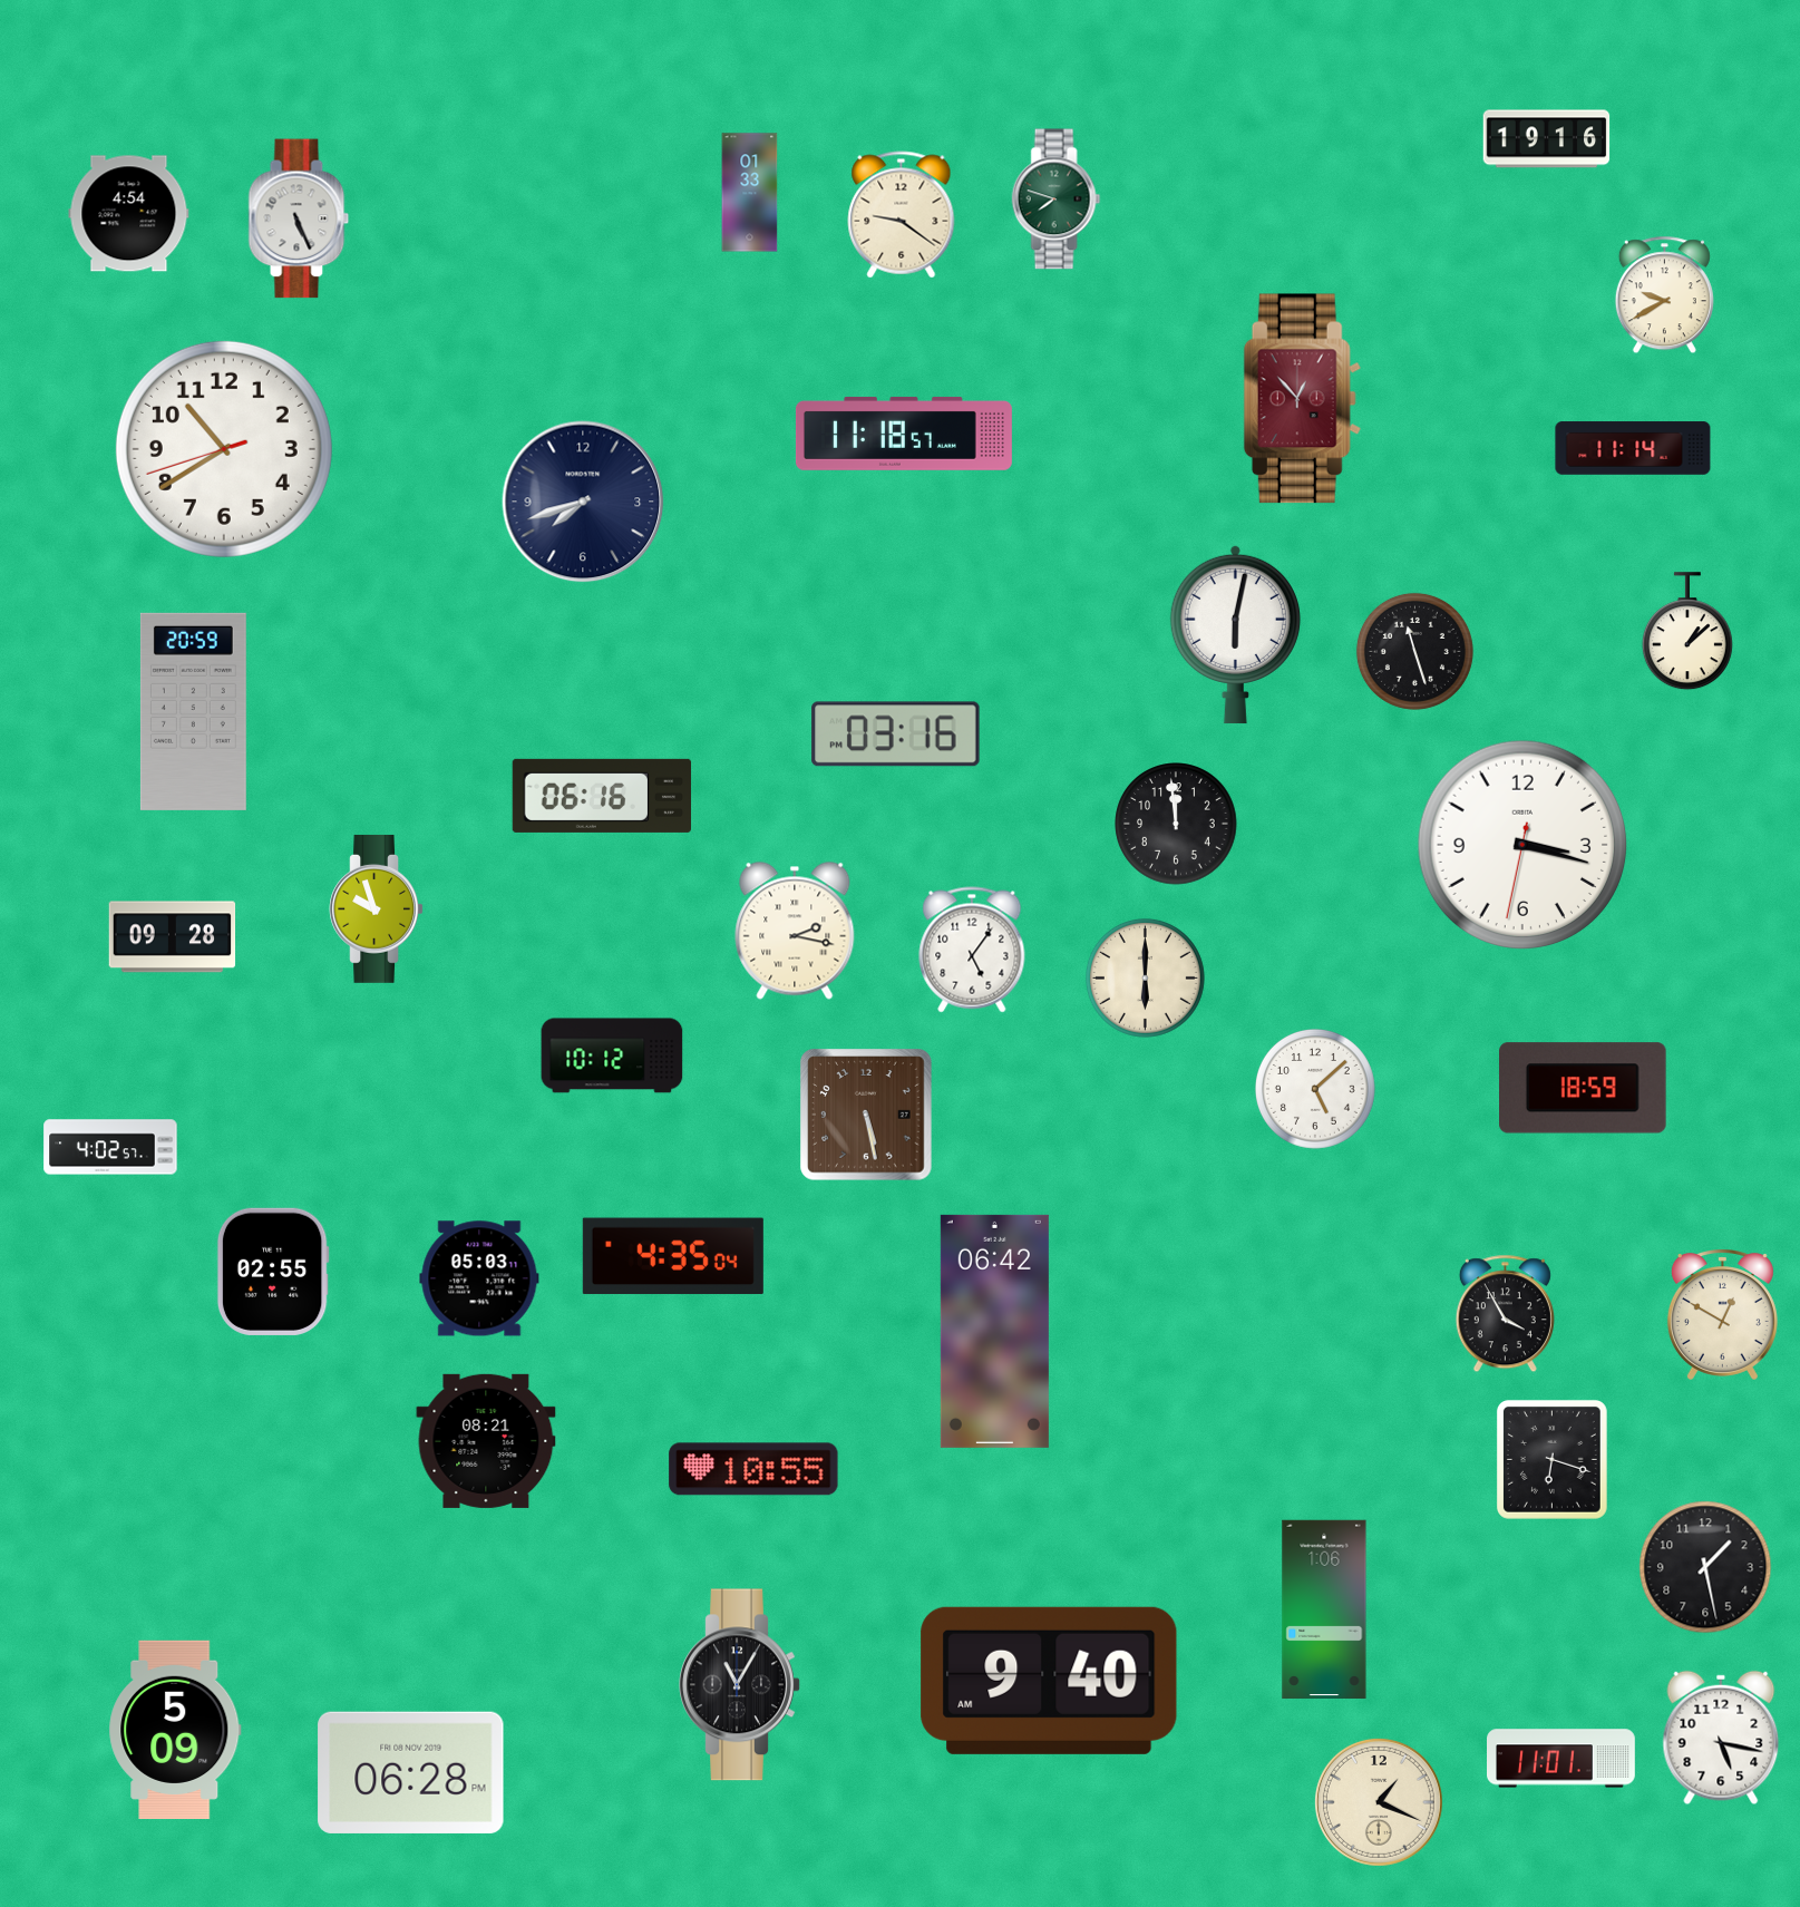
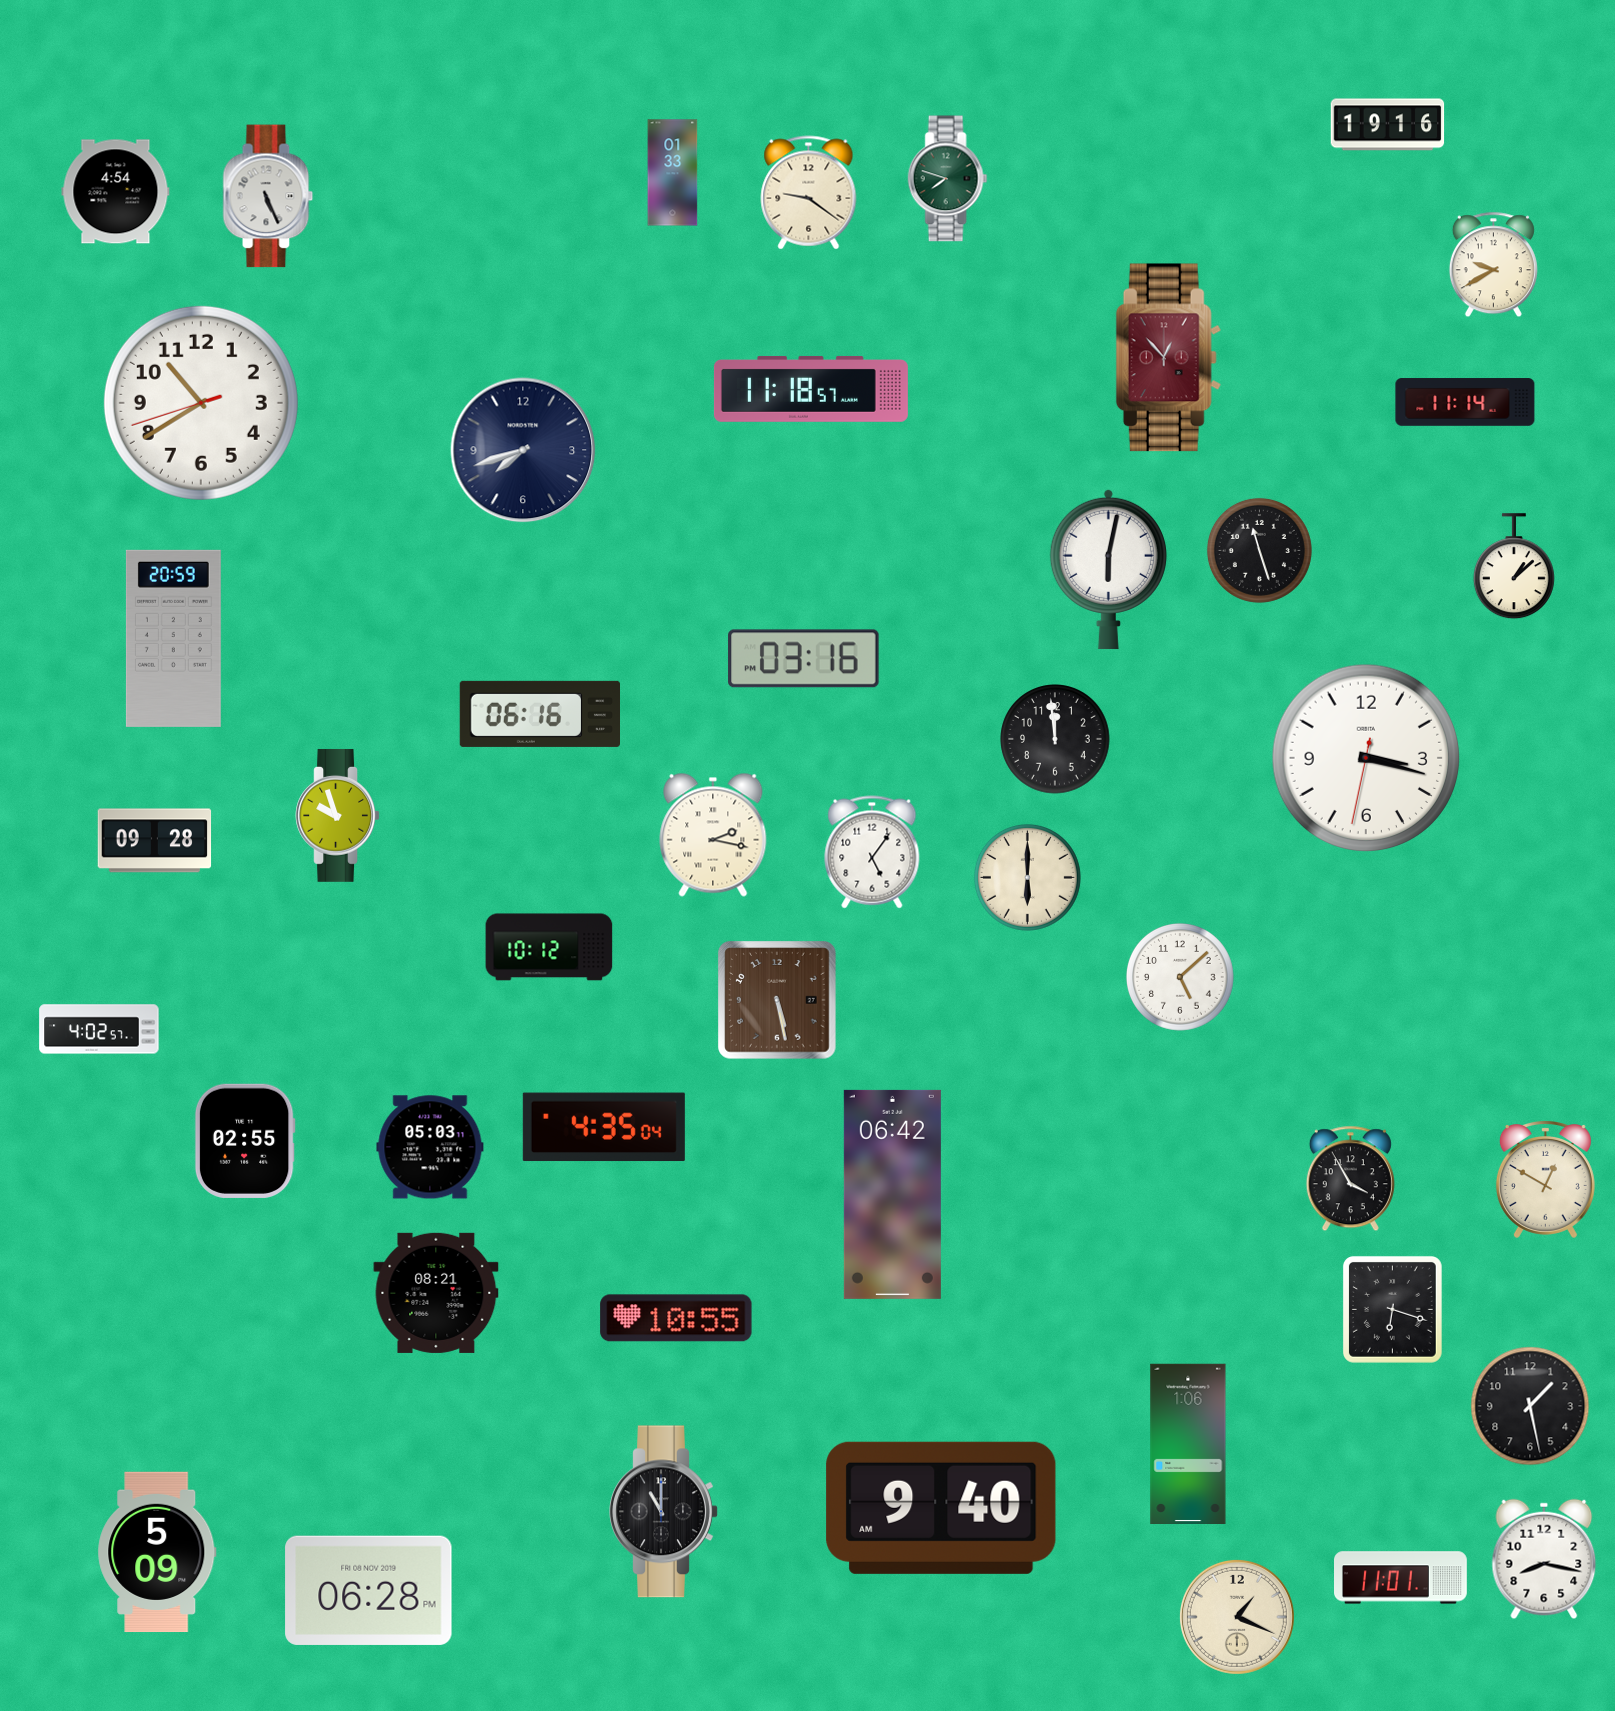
clock at (1414, 651) position: (1414, 651) -> (1259, 550)
clock at (1584, 1088): 18:59 -> none
clock at (740, 1685): 11:05 -> 11:00
clock at (1721, 1738): 5:17 -> 8:17
